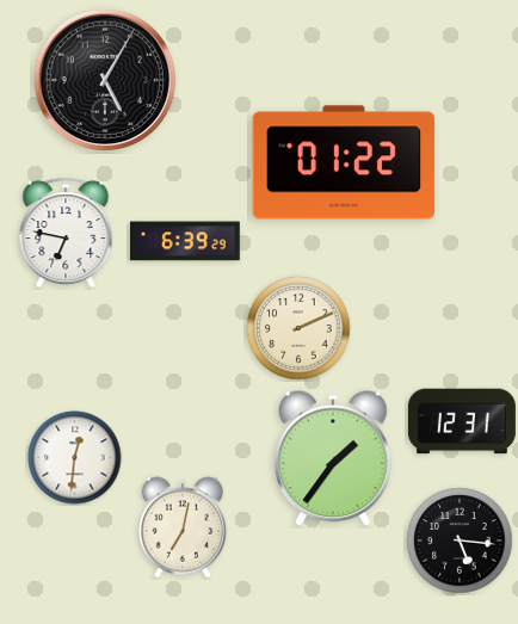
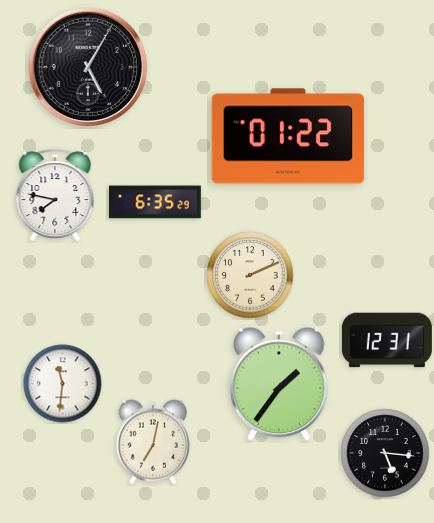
clock at (66, 233): 6:47 -> 7:47
clock at (185, 241): 6:39 -> 6:35
clock at (462, 421) position: (462, 421) -> (387, 340)
clock at (75, 458): 12:31 -> 11:31
